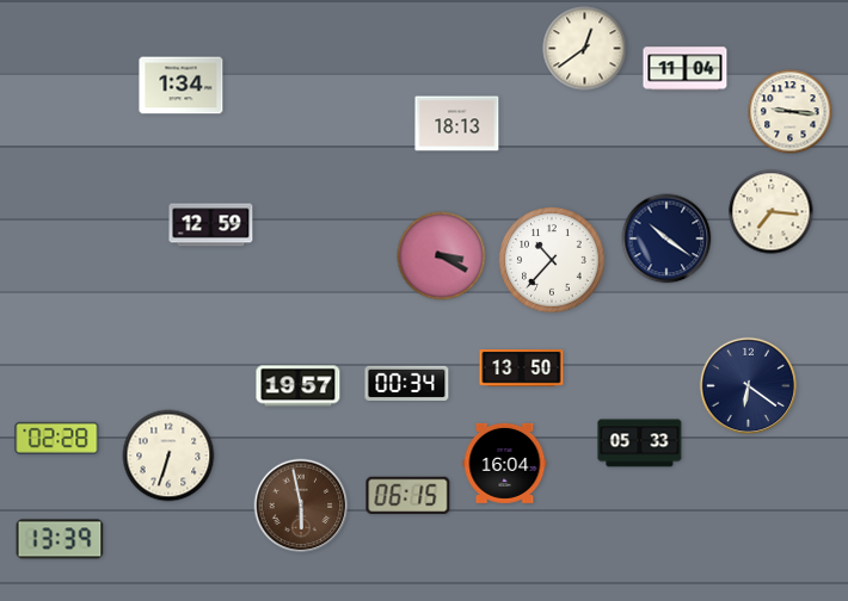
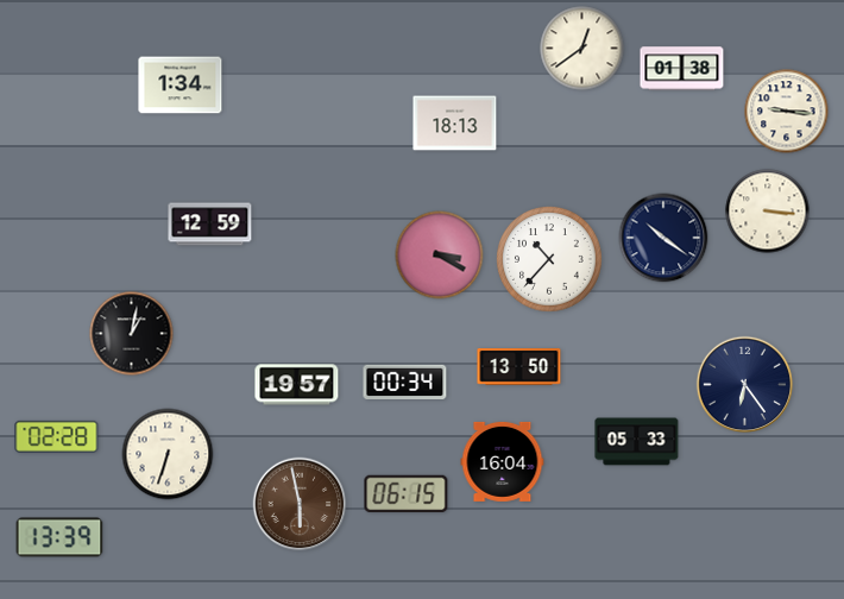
clock at (686, 69): 11:04 -> 01:38
clock at (772, 212): 7:16 -> 3:16
clock at (132, 334): none -> 1:02
clock at (749, 386): 6:21 -> 6:24
